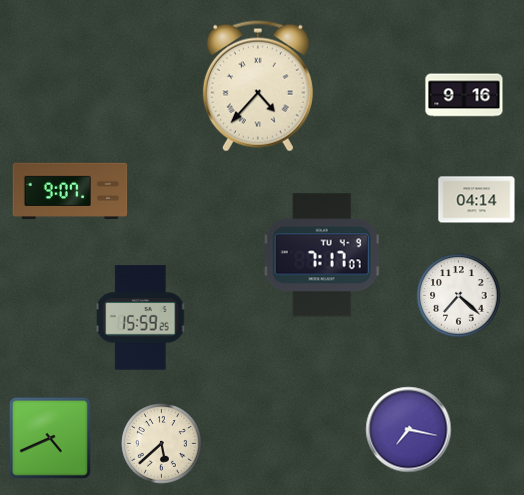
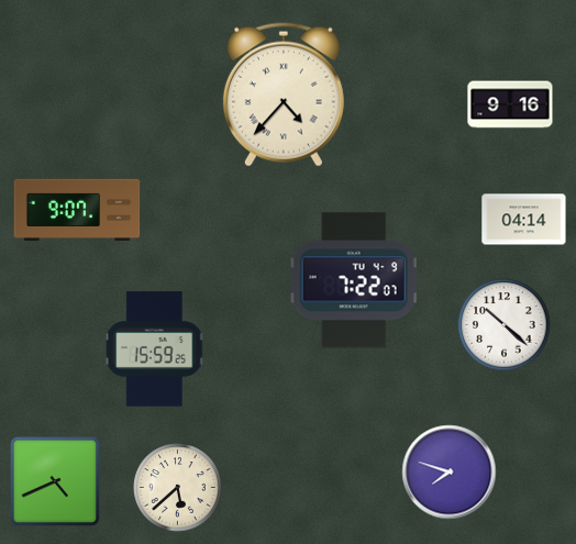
clock at (322, 255): 7:17 -> 7:22
clock at (459, 296): 7:22 -> 10:22
clock at (409, 430): 7:17 -> 7:48
